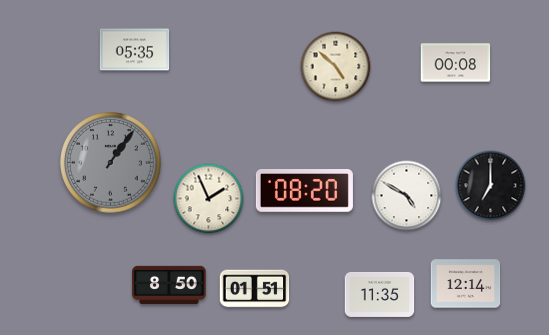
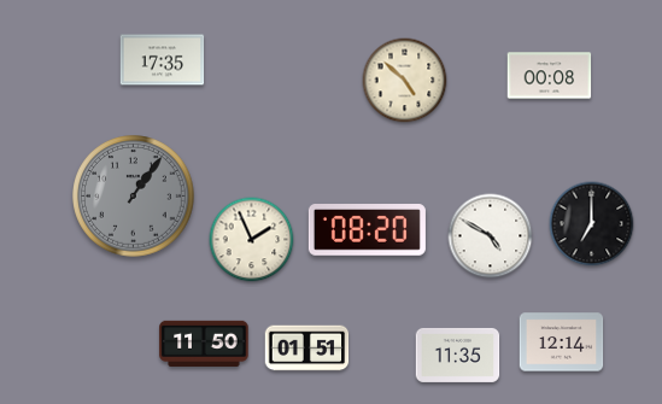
clock at (135, 50): 05:35 -> 17:35
clock at (169, 285): 8:50 -> 11:50
